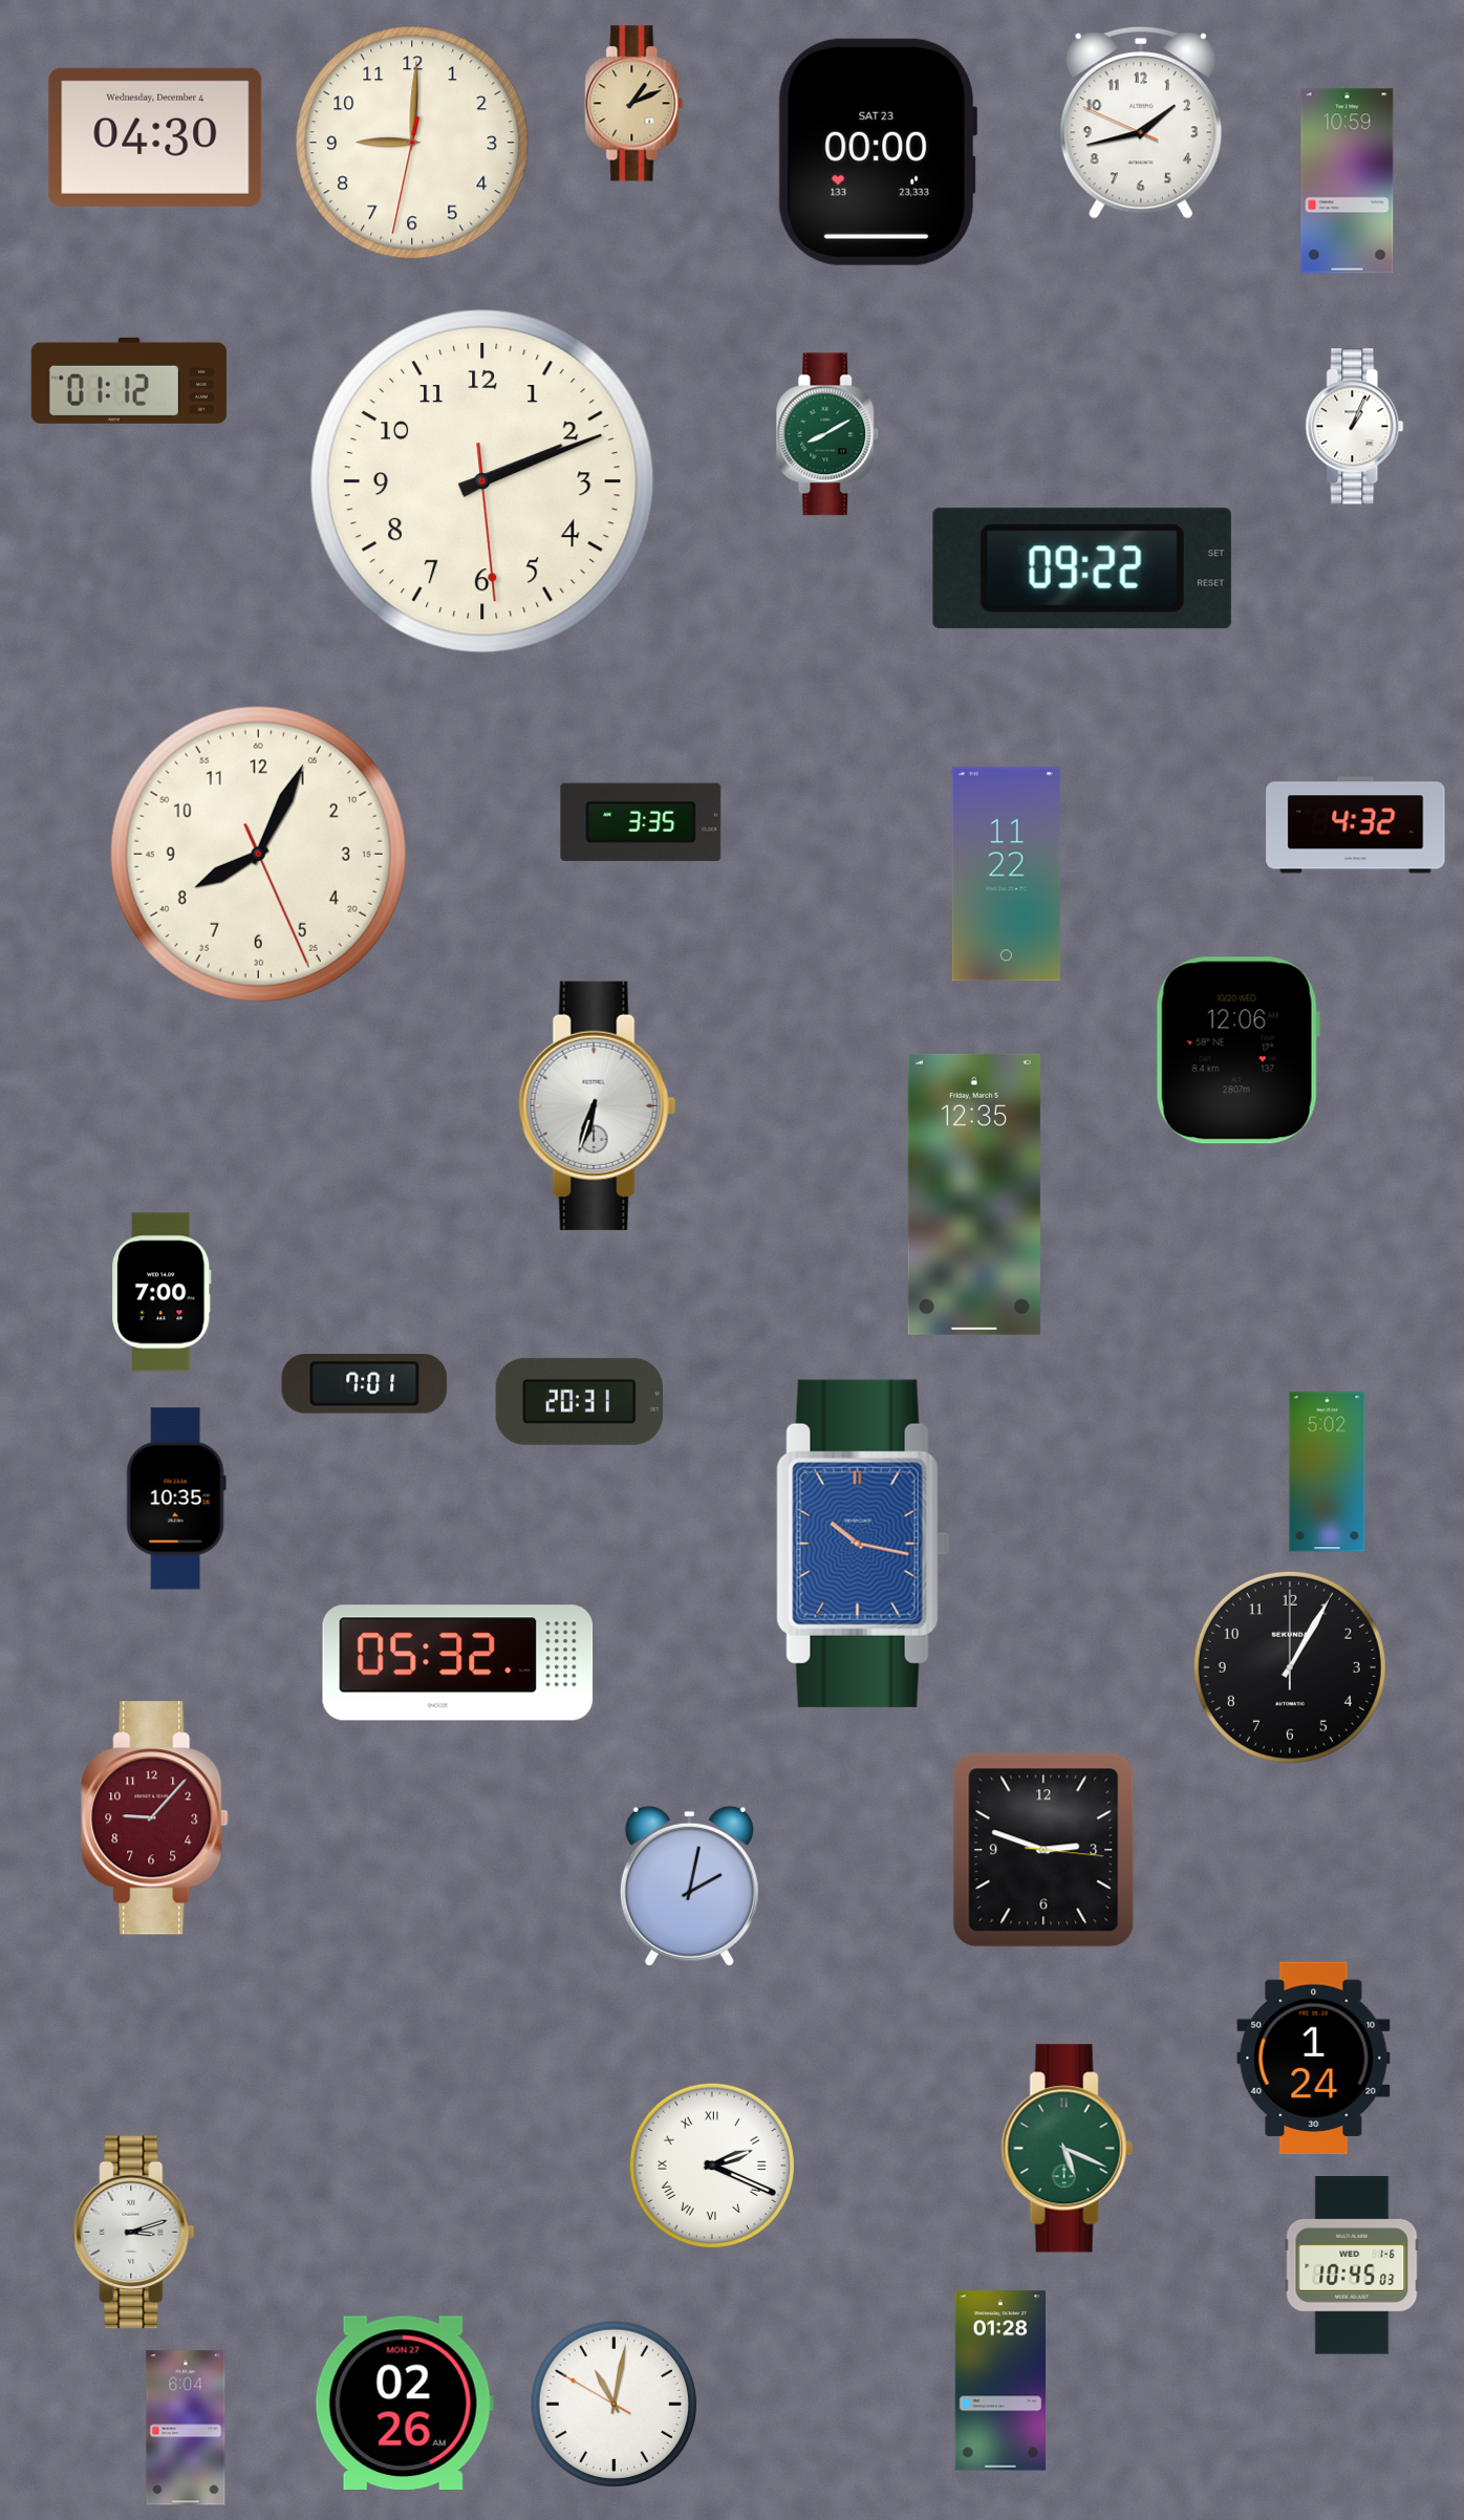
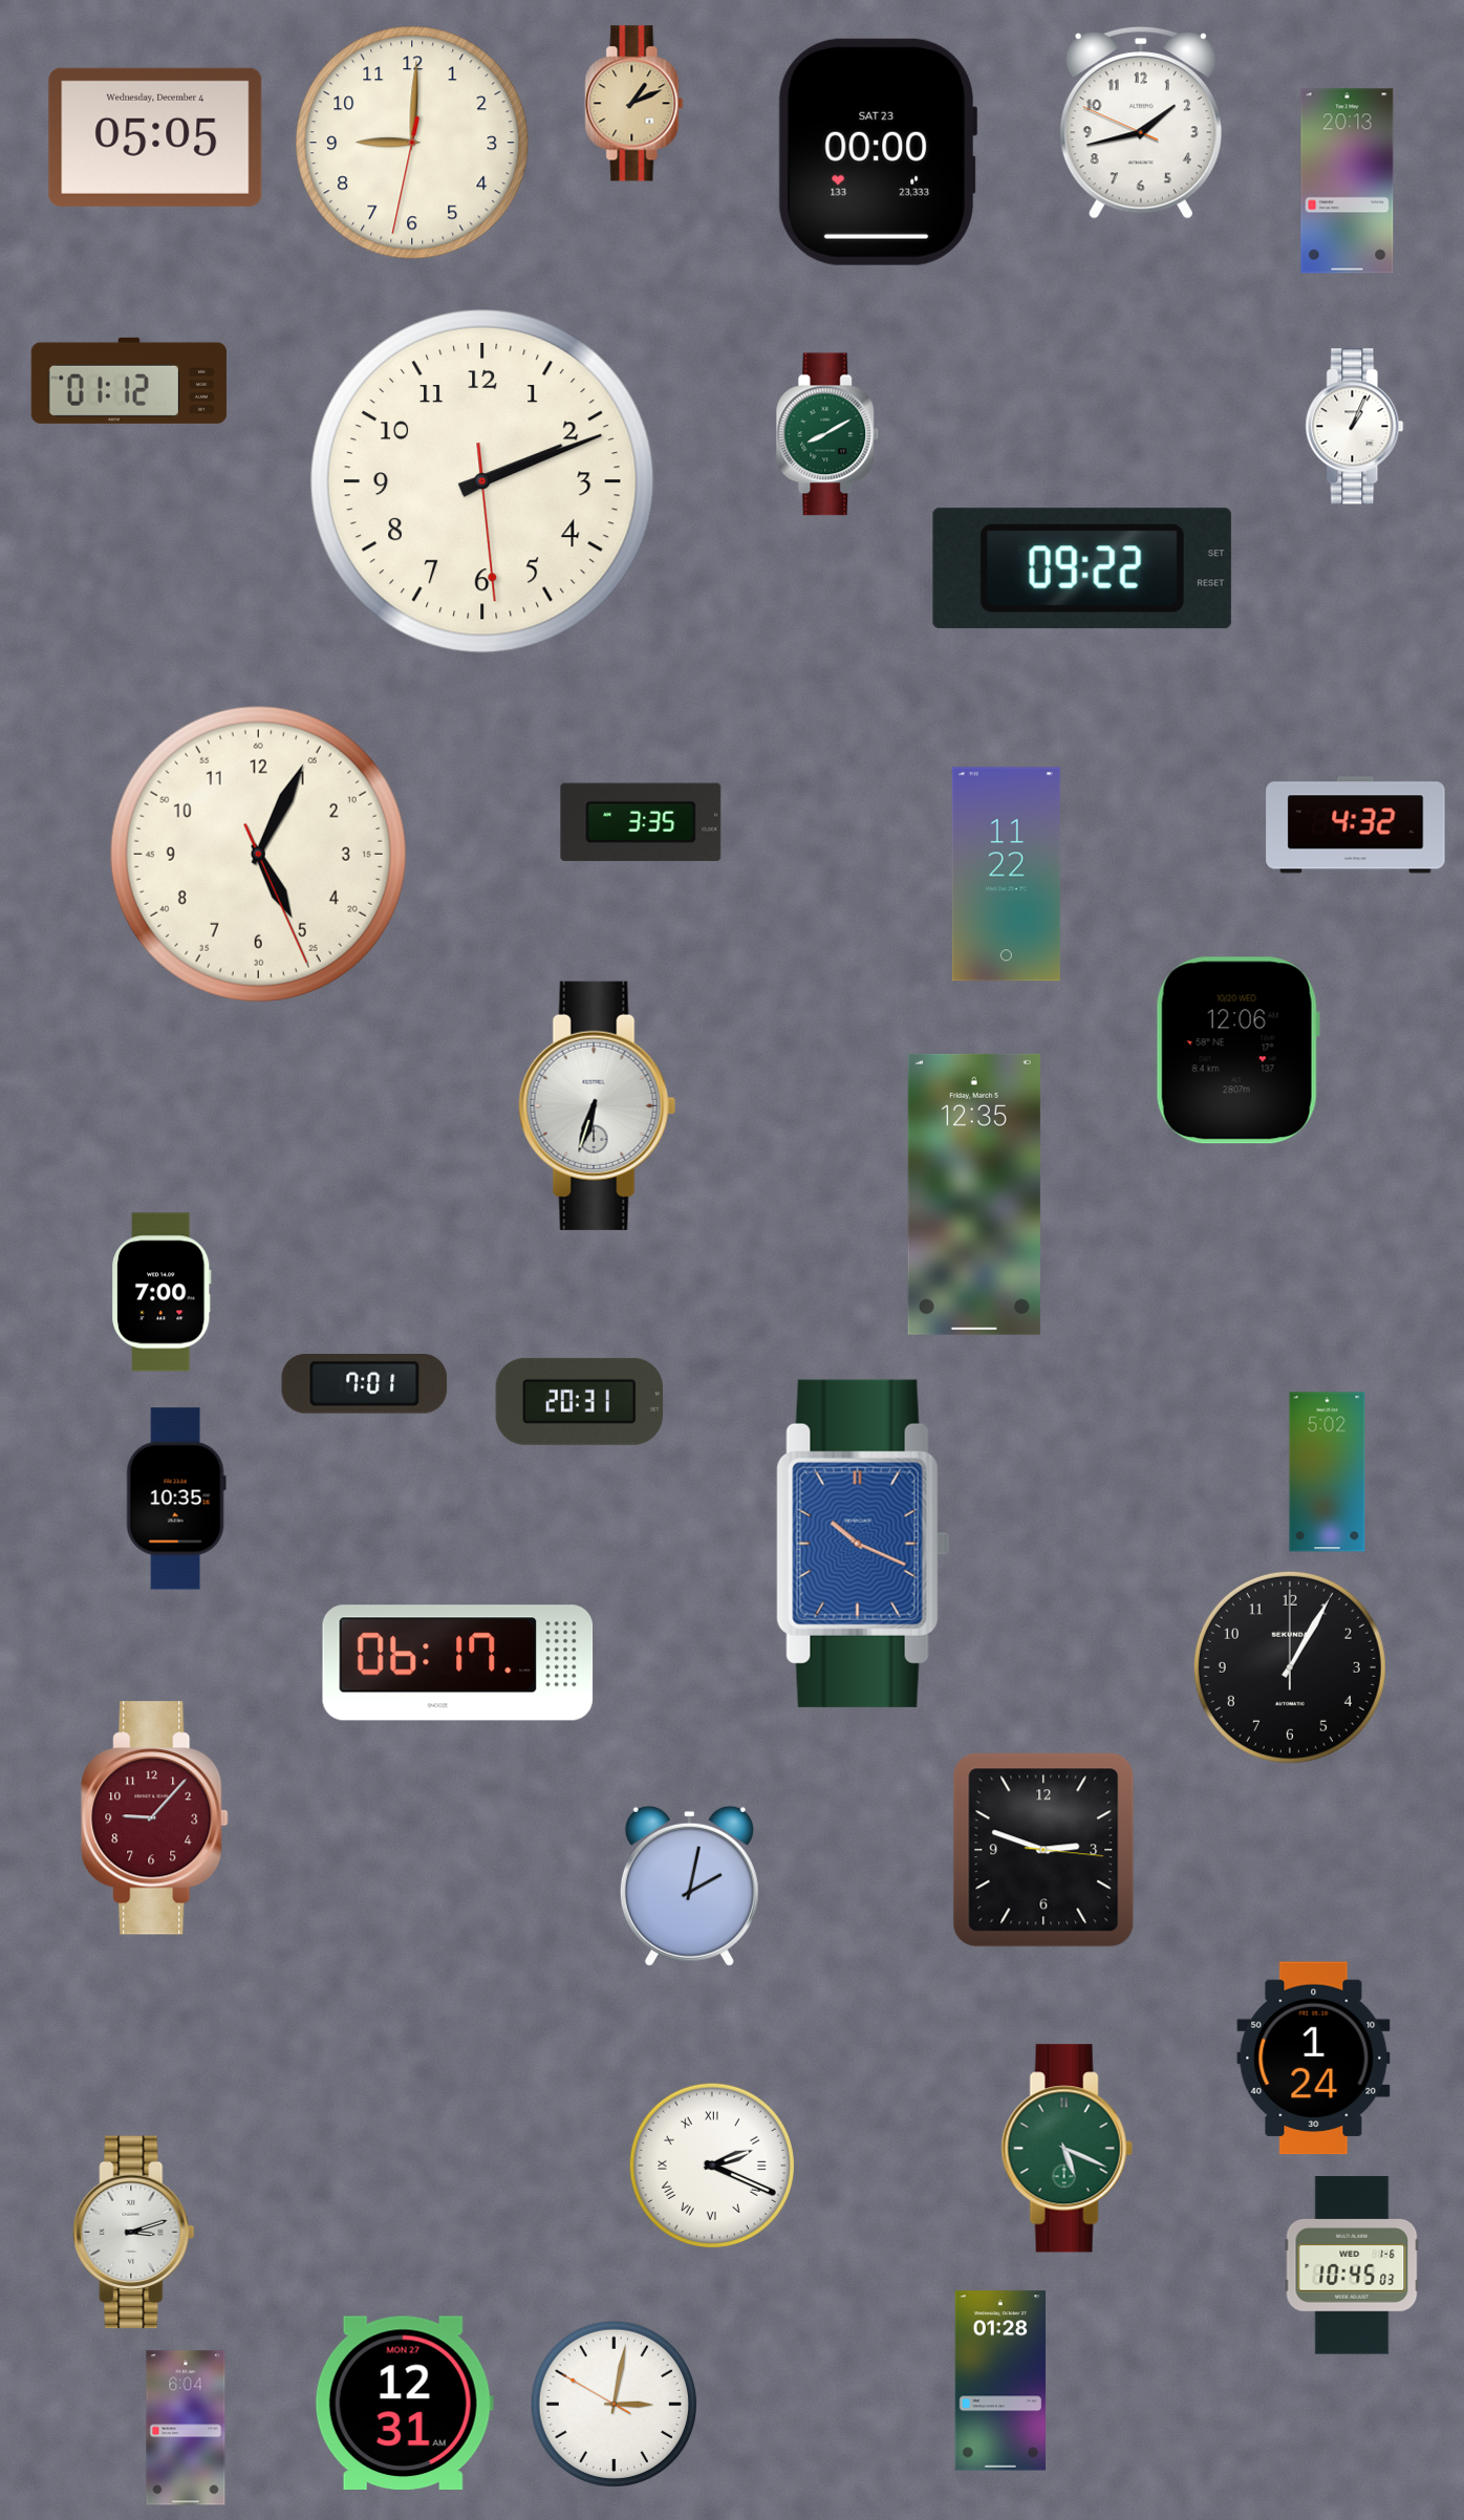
clock at (155, 137): 04:30 -> 05:05
clock at (1348, 181): 10:59 -> 20:13
clock at (258, 854): 8:04 -> 5:04
clock at (863, 1544): 10:17 -> 10:19
clock at (458, 1663): 05:32 -> 06:17
clock at (404, 2404): 02:26 -> 12:31
clock at (613, 2404): 11:01 -> 3:01
